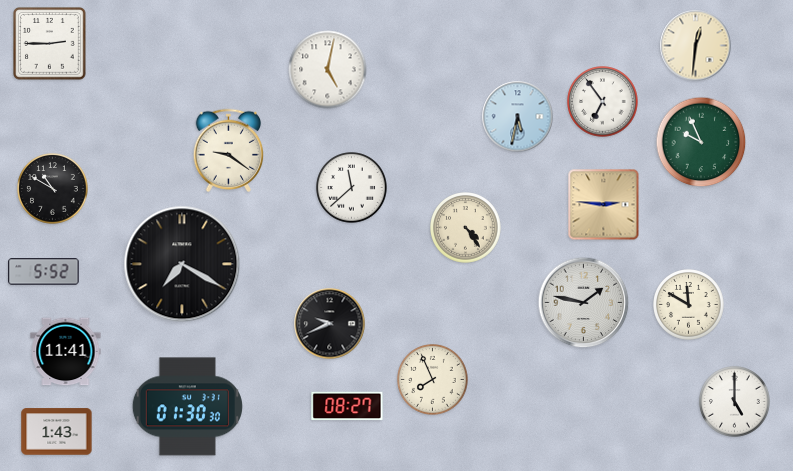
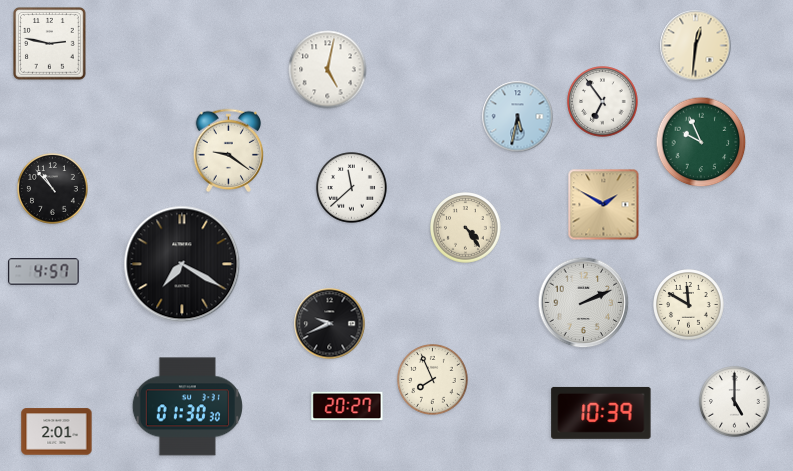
clock at (50, 44): 2:45 -> 2:47
clock at (53, 189): 10:50 -> 10:53
clock at (604, 205): 2:46 -> 1:50
clock at (44, 272): 5:52 -> 4:57
clock at (584, 303): 1:47 -> 2:11
clock at (66, 352): 11:41 -> none
clock at (347, 406): 08:27 -> 20:27
clock at (601, 413): none -> 10:39
clock at (57, 432): 1:43 -> 2:01
